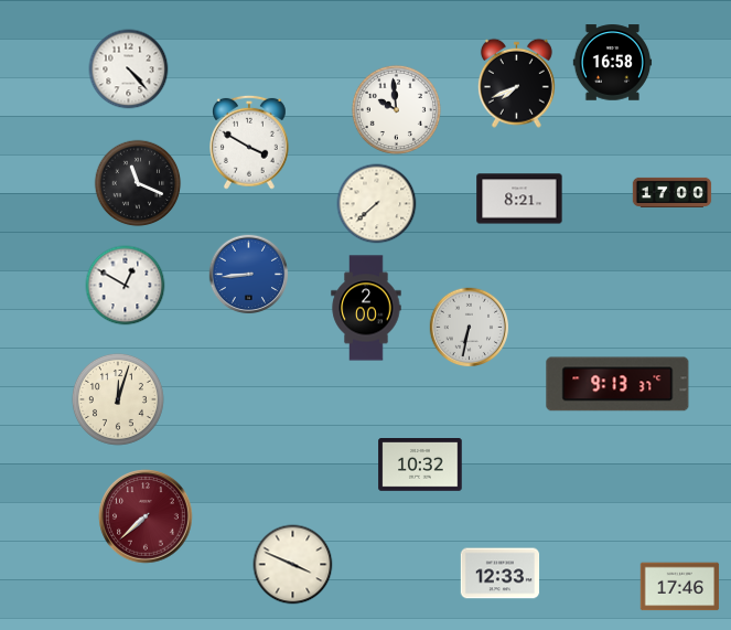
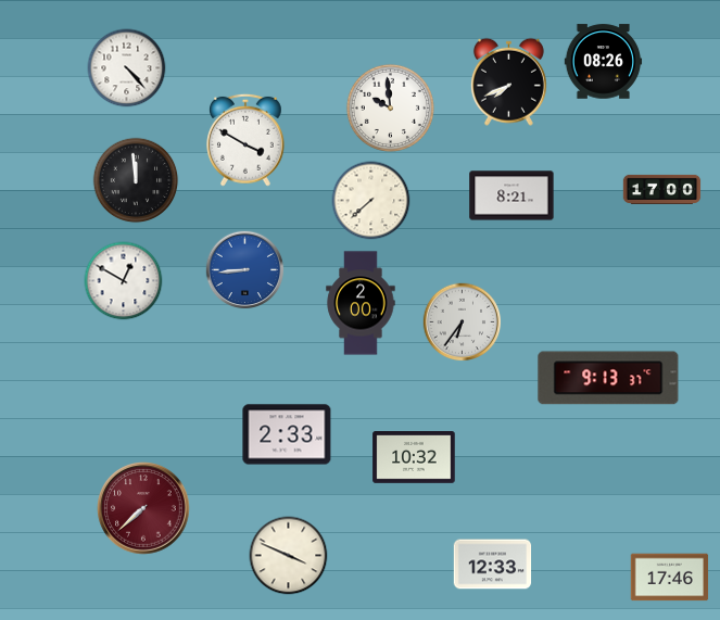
clock at (613, 63): 16:58 -> 08:26
clock at (138, 183): 11:19 -> 11:59
clock at (470, 328): 6:32 -> 6:36
clock at (118, 399): 12:03 -> none
clock at (287, 434): none -> 2:33
